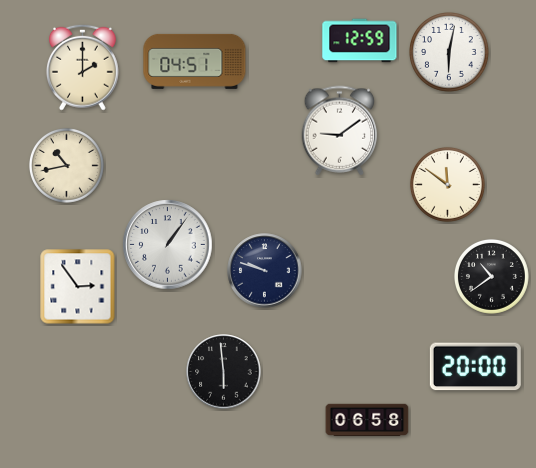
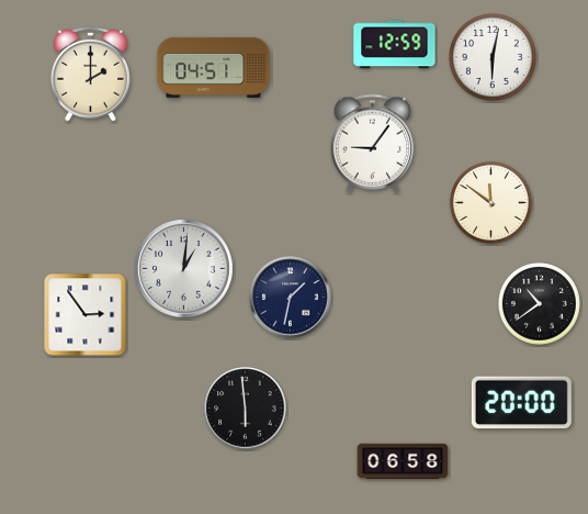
clock at (340, 131): 9:09 -> 9:06
clock at (66, 165): 10:43 -> none
clock at (168, 245): 1:06 -> 1:01
clock at (265, 271): 9:48 -> 1:32
